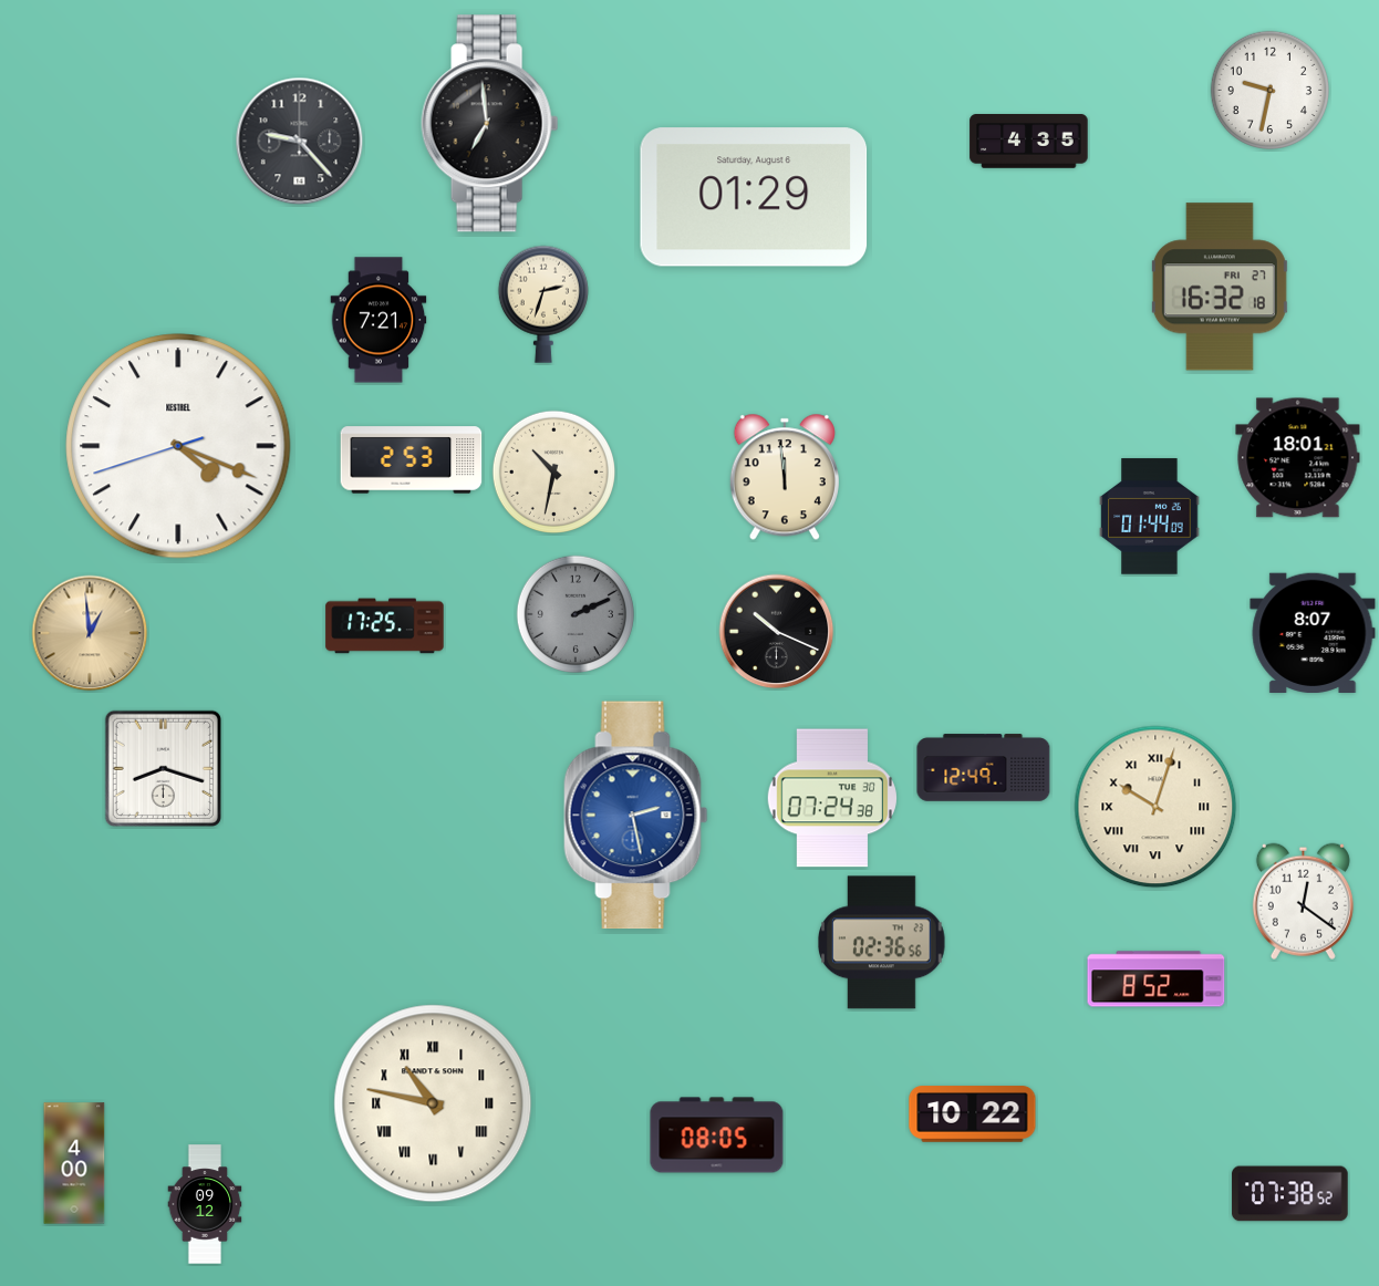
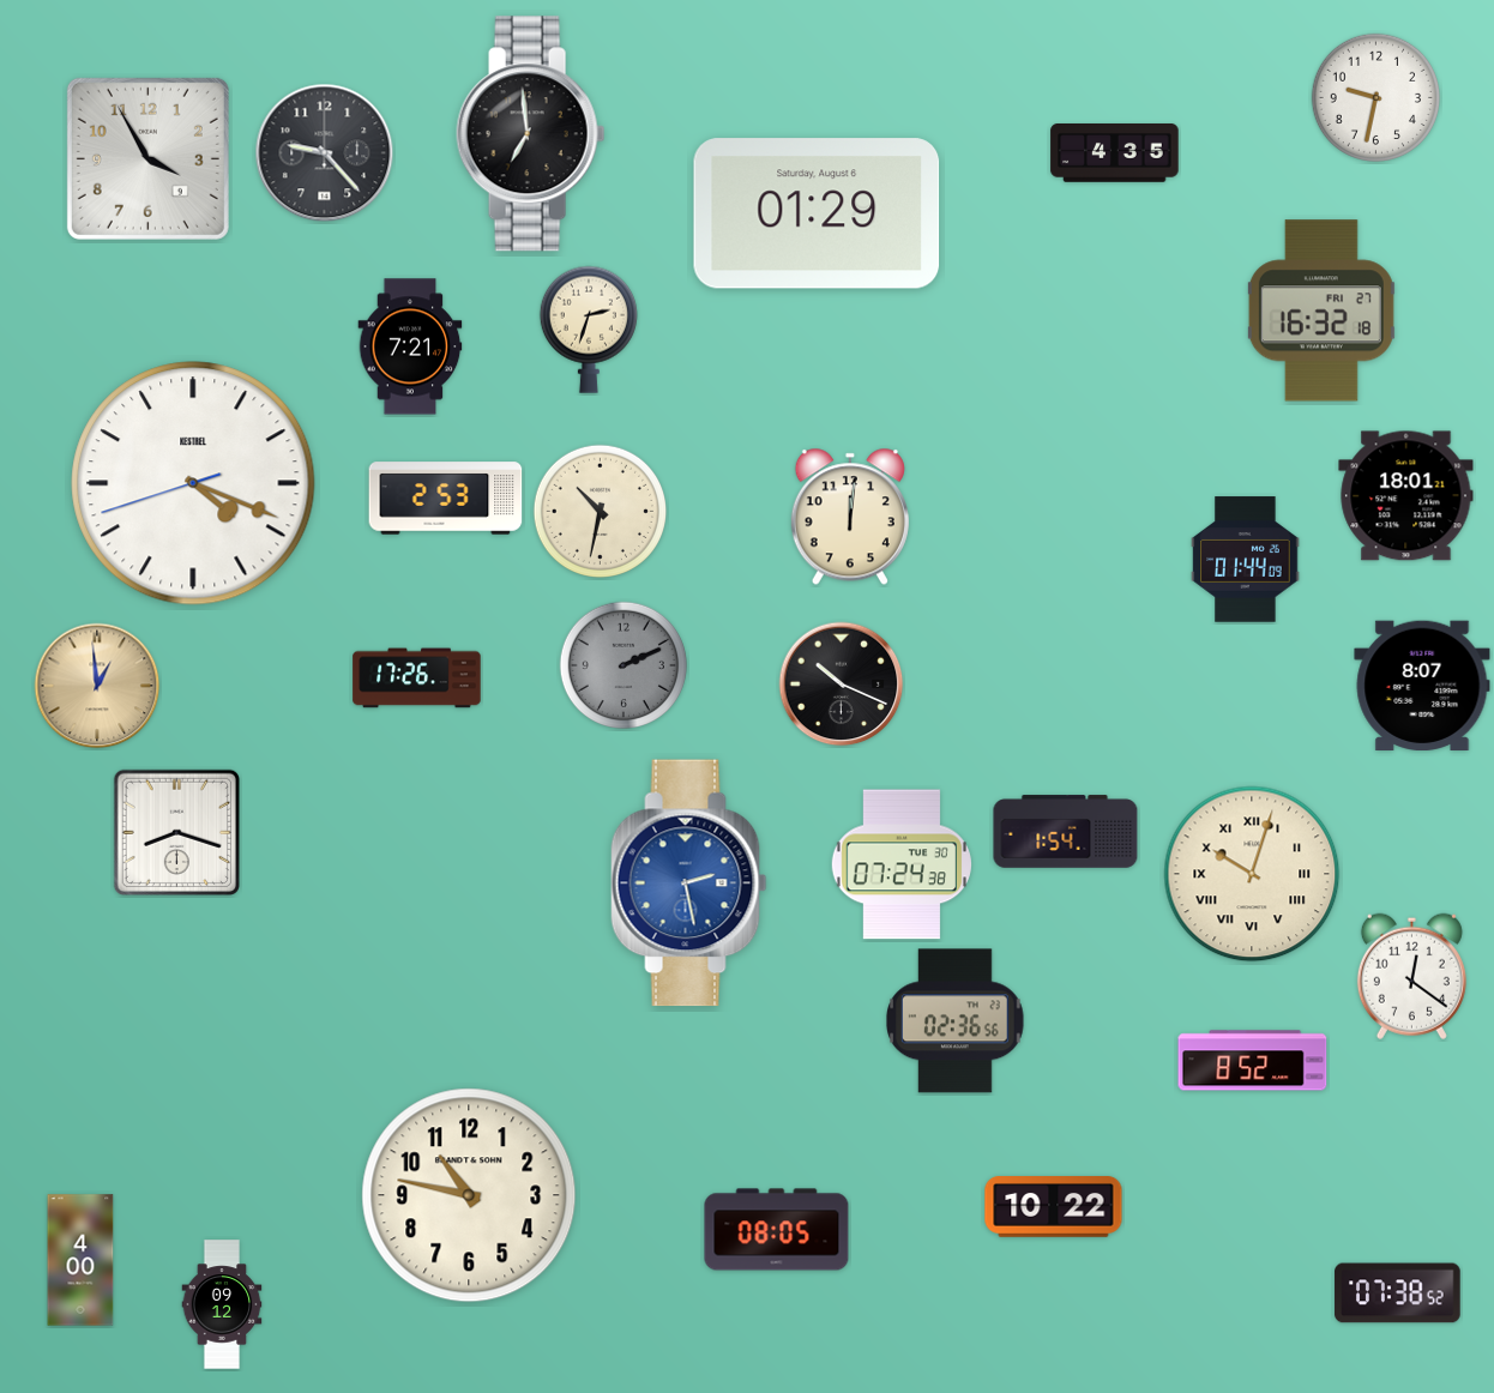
clock at (147, 158): none -> 3:55
clock at (785, 477): 11:59 -> 12:01
clock at (385, 626): 17:25 -> 17:26
clock at (984, 768): 12:49 -> 1:54
clock at (433, 1103) numerals: Roman -> Arabic
